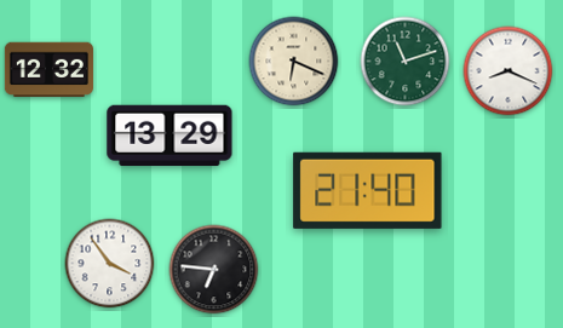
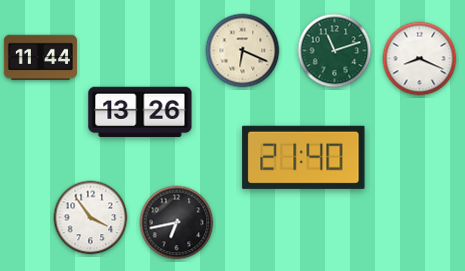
clock at (48, 70): 12:32 -> 11:44
clock at (170, 136): 13:29 -> 13:26
clock at (214, 270): 6:46 -> 6:43
